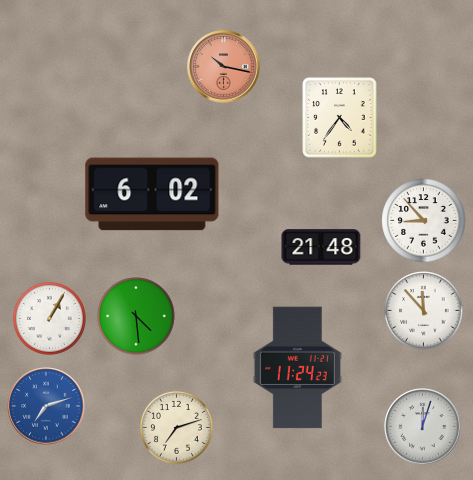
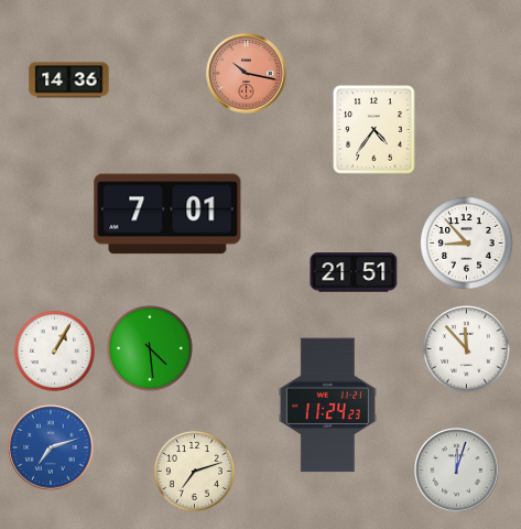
clock at (69, 80): none -> 14:36
clock at (152, 194): 6:02 -> 7:01
clock at (321, 247): 21:48 -> 21:51
clock at (424, 311) position: (424, 311) -> (467, 349)
clock at (423, 427) position: (423, 427) -> (457, 471)
